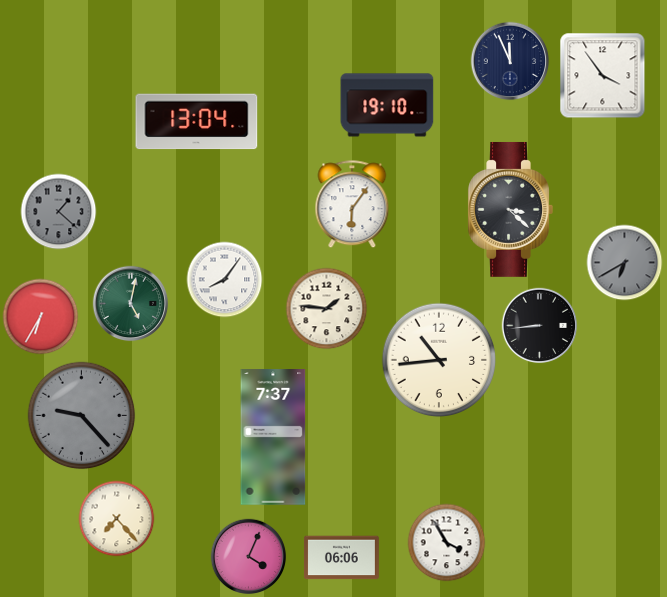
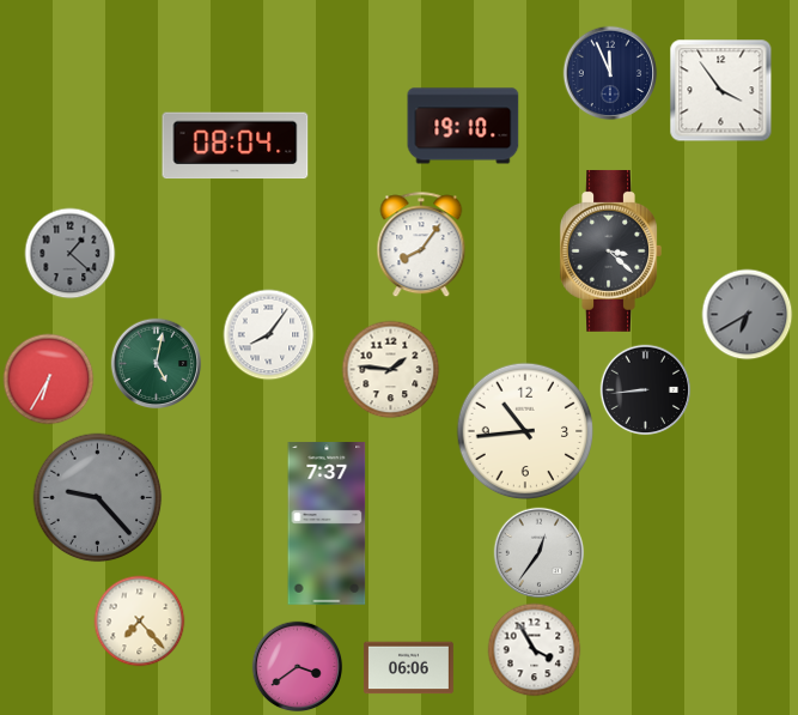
clock at (197, 122): 13:04 -> 08:04
clock at (352, 205): 6:06 -> 8:06
clock at (540, 553): none -> 12:36
clock at (249, 557): 4:04 -> 3:39
